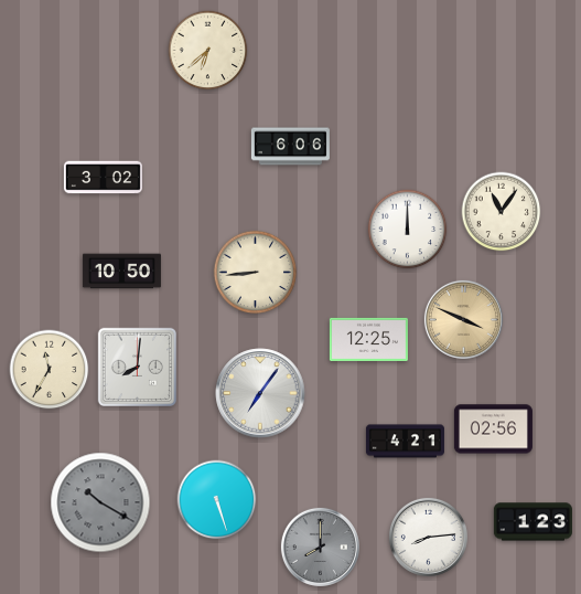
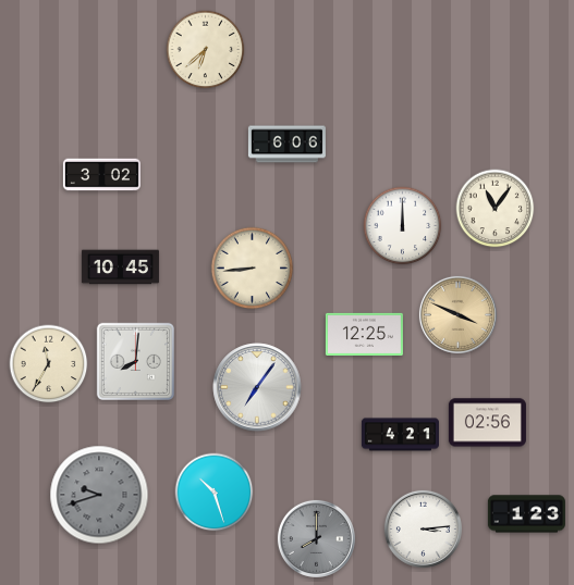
clock at (121, 272): 10:50 -> 10:45
clock at (217, 500): 5:27 -> 10:27
clock at (100, 502): 10:20 -> 9:42
clock at (428, 537): 8:14 -> 3:14
